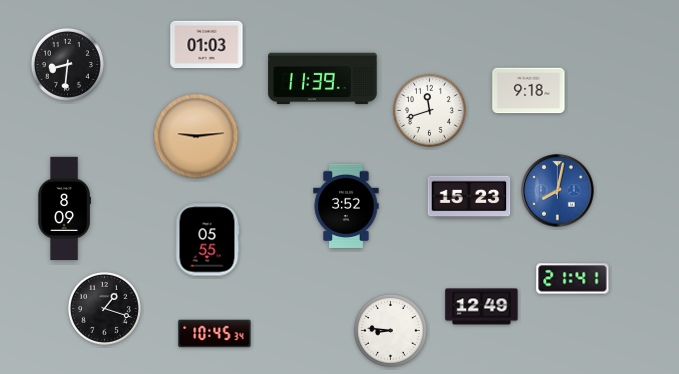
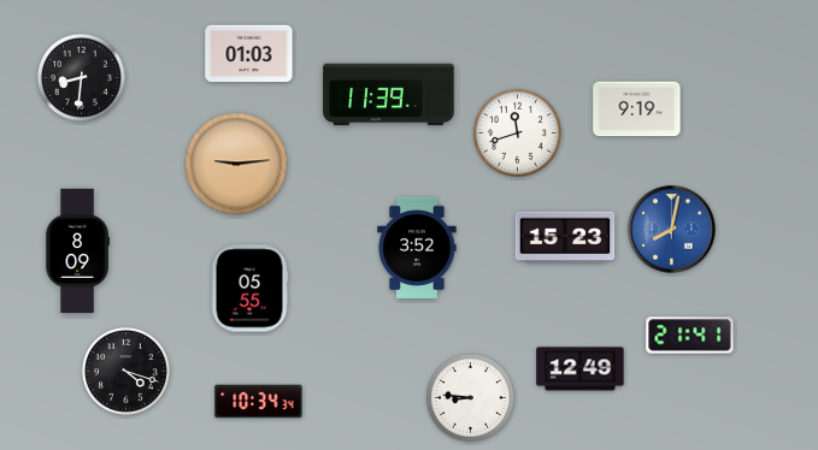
clock at (529, 91): 9:18 -> 9:19
clock at (104, 308): 1:18 -> 4:18
clock at (215, 334): 10:45 -> 10:34
